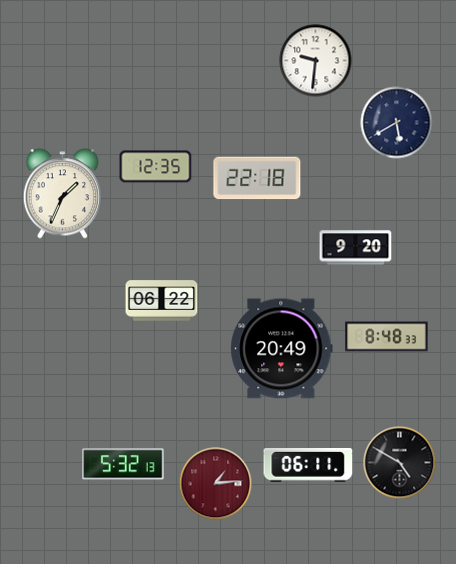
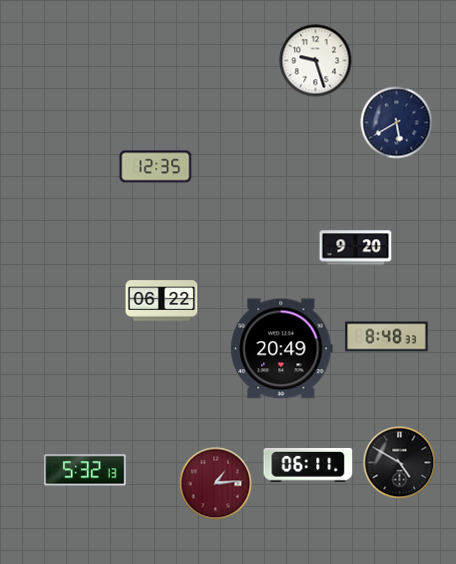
clock at (316, 61): 9:31 -> 9:27
clock at (257, 178): 22:18 -> none
clock at (63, 194): 1:34 -> none
clock at (123, 464) position: (123, 464) -> (85, 470)
